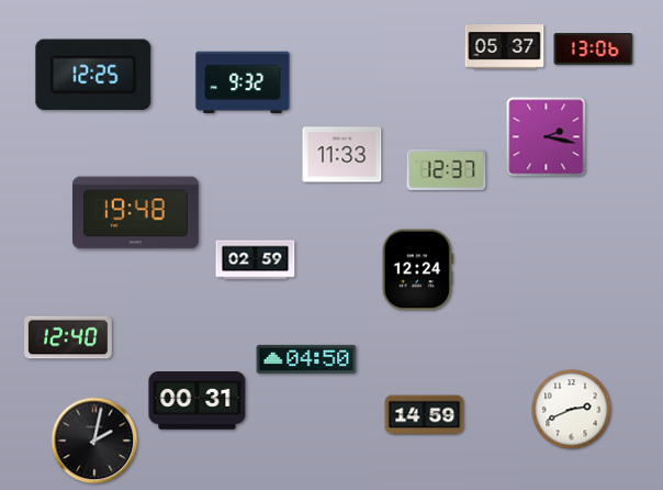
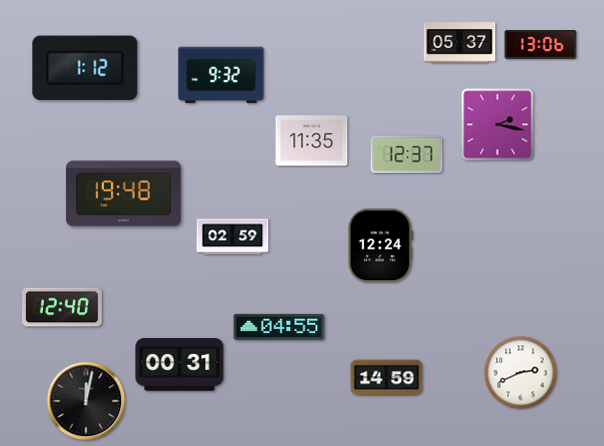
clock at (93, 74): 12:25 -> 1:12
clock at (342, 155): 11:33 -> 11:35
clock at (306, 359): 04:50 -> 04:55
clock at (94, 441): 2:02 -> 12:02
